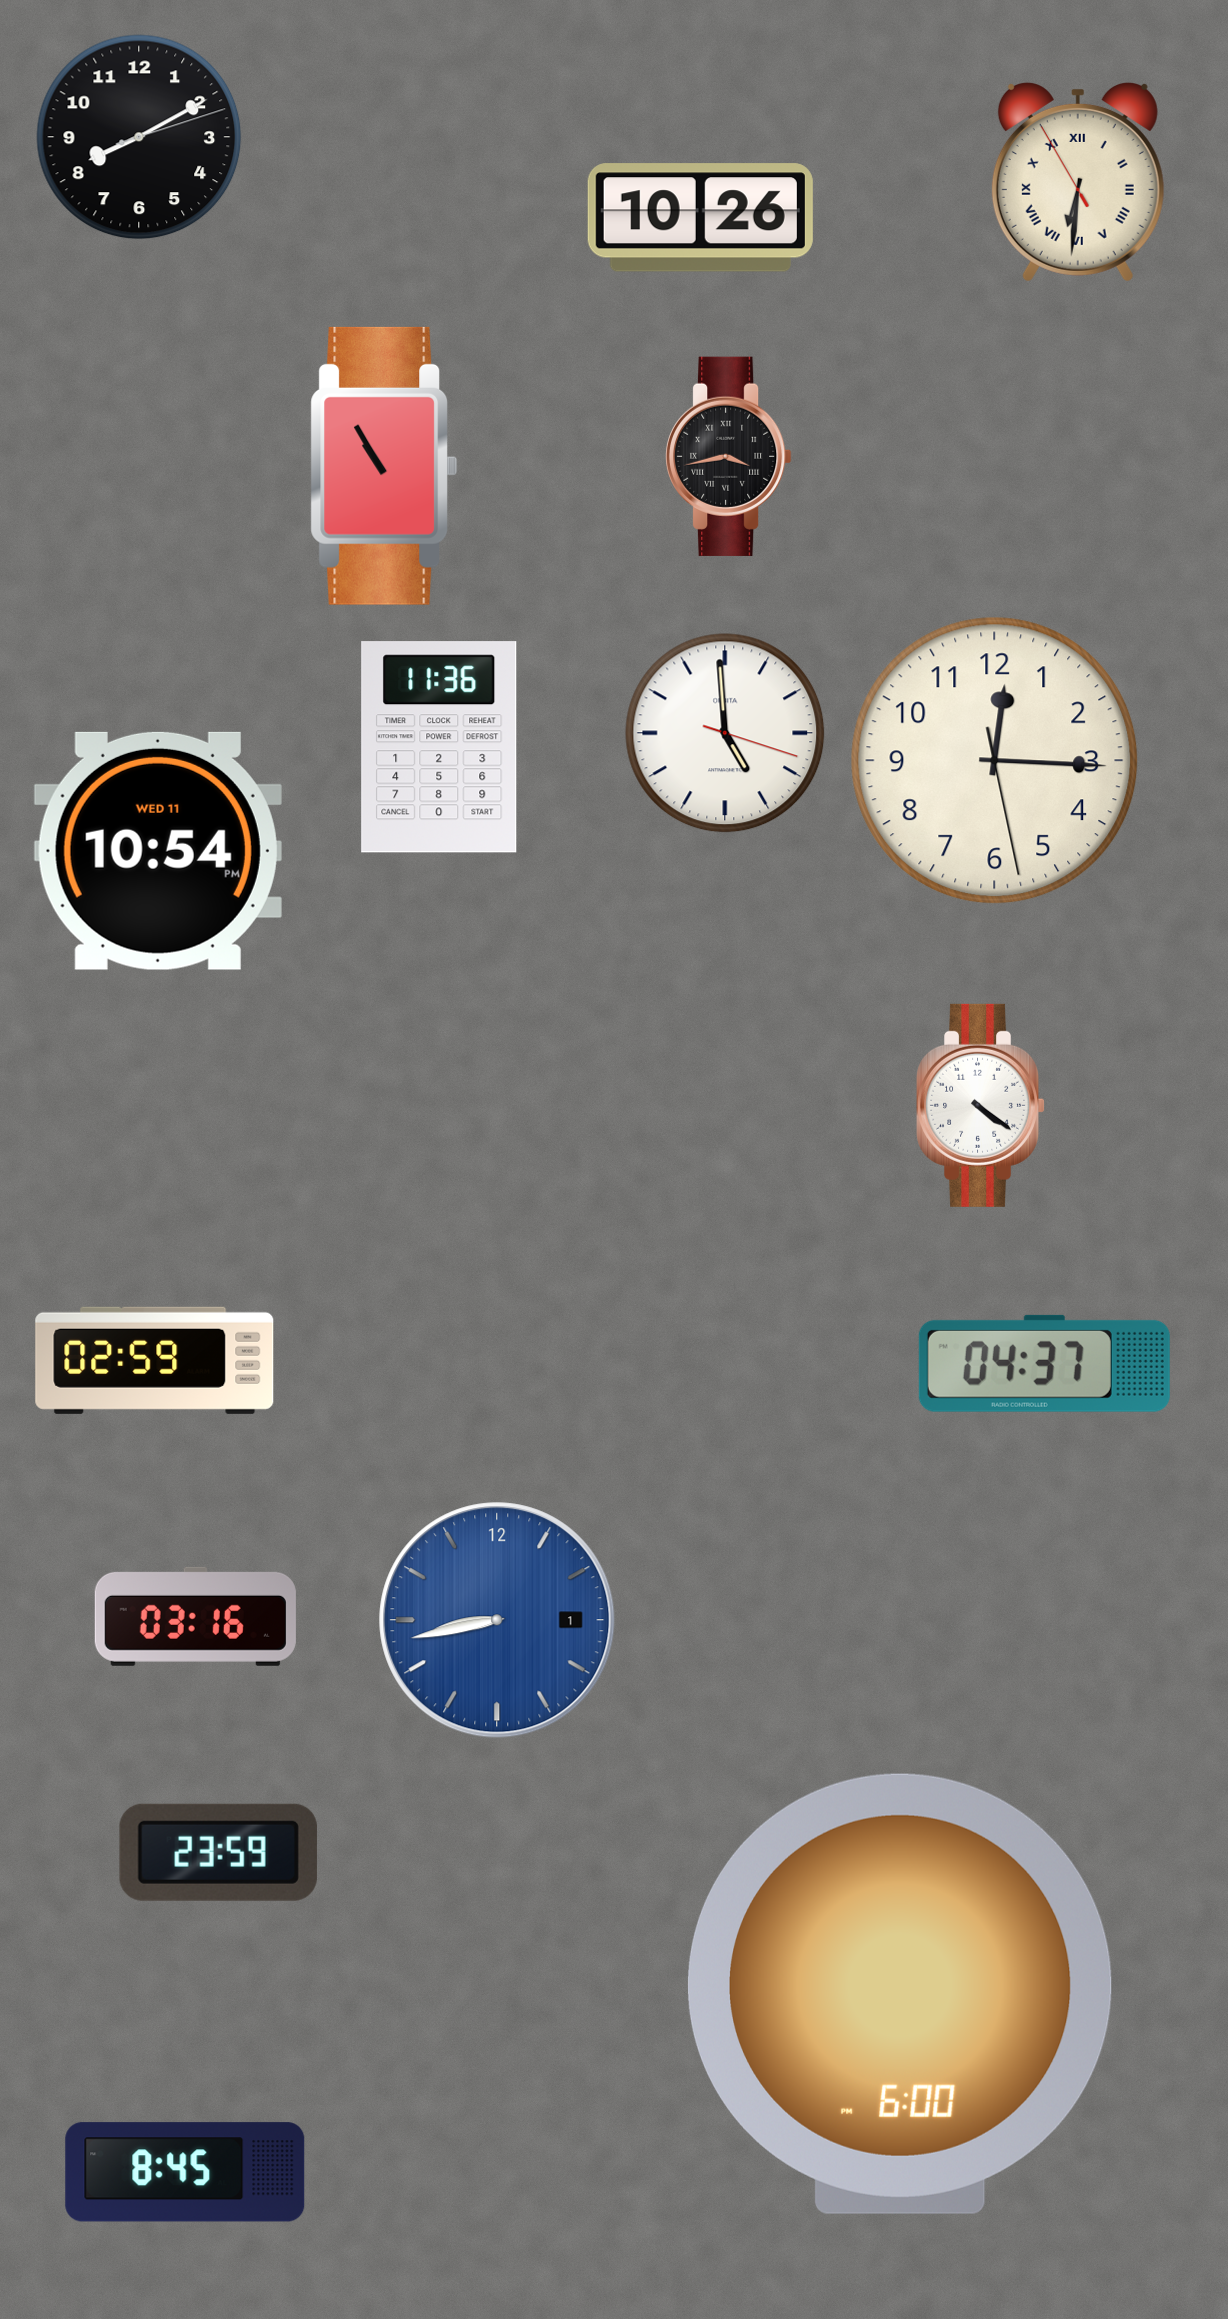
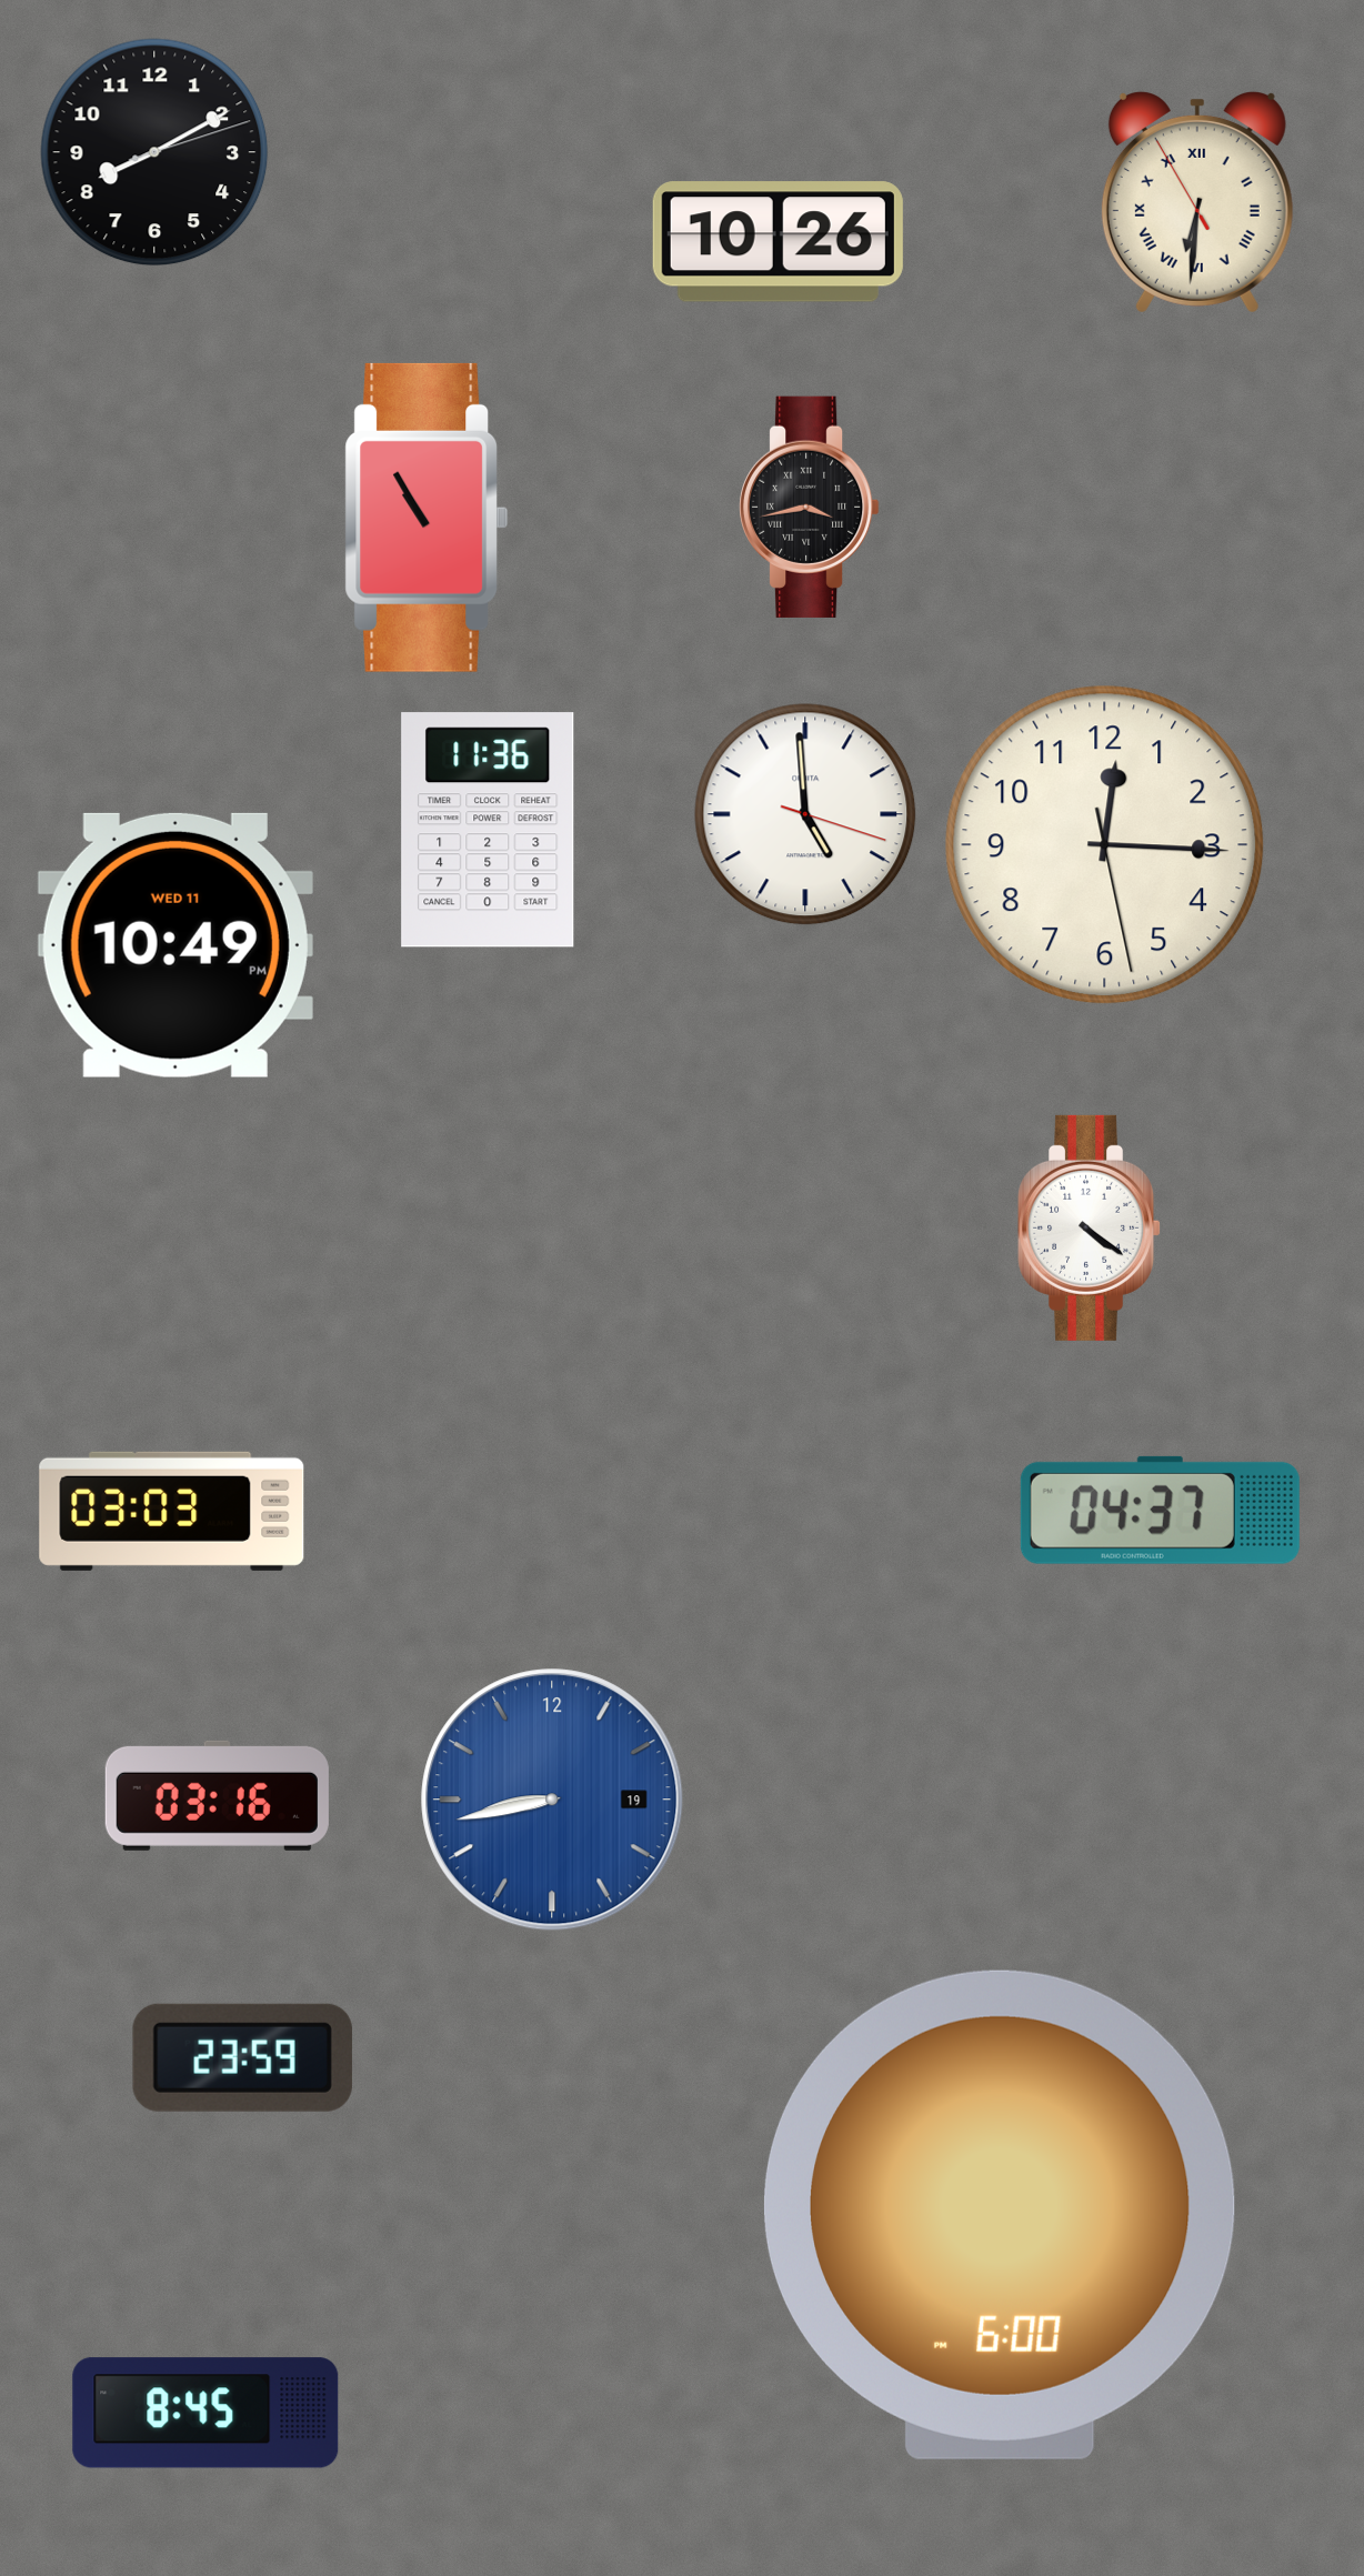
clock at (158, 851): 10:54 -> 10:49
clock at (155, 1360): 02:59 -> 03:03
clock at (1044, 1363) position: (1044, 1363) -> (1160, 1510)
clock at (497, 1620) date: 1 -> 19
